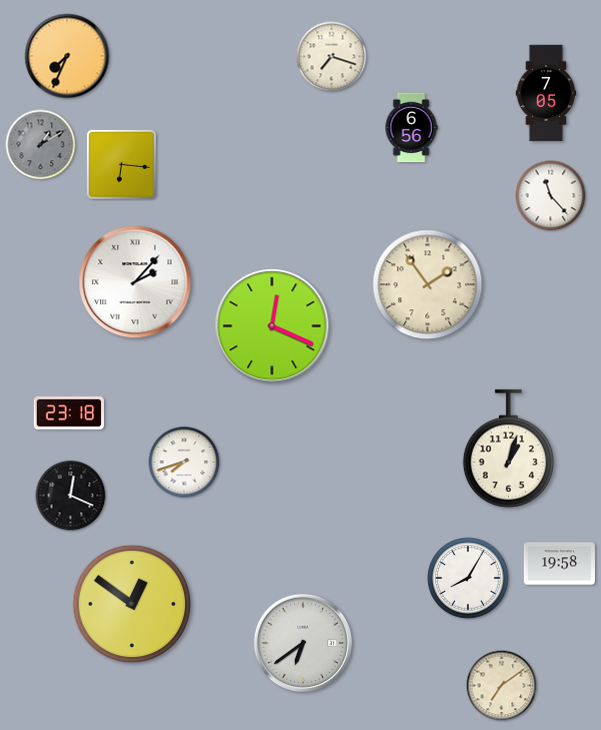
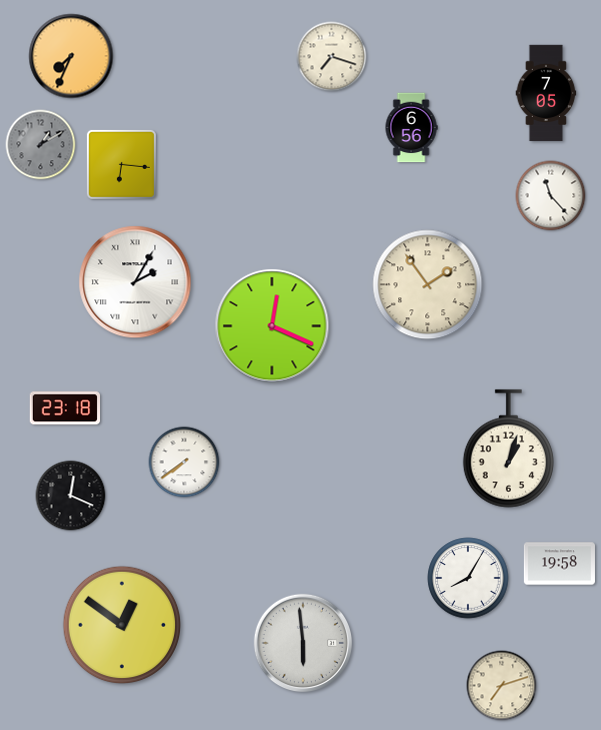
clock at (67, 56) position: (67, 56) -> (71, 56)
clock at (135, 282): 2:07 -> 2:05
clock at (69, 413) position: (69, 413) -> (65, 408)
clock at (184, 462): 7:42 -> 7:39
clock at (132, 604) position: (132, 604) -> (122, 625)
clock at (303, 643): 6:39 -> 5:59
clock at (502, 686): 7:09 -> 7:12
